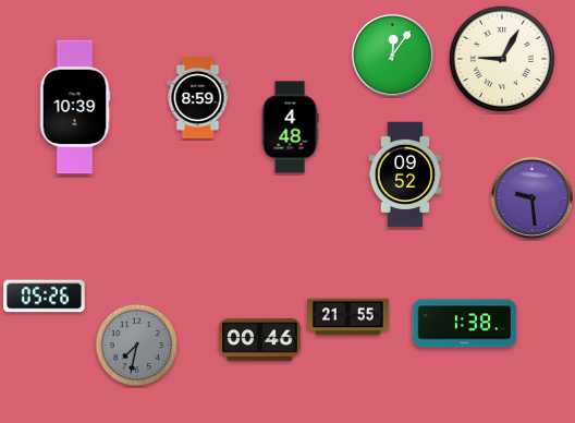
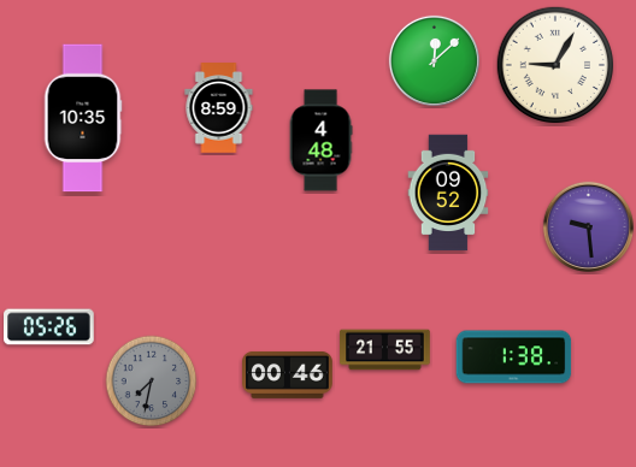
clock at (392, 55): 12:06 -> 12:08
clock at (75, 107): 10:39 -> 10:35
clock at (531, 197) position: (531, 197) -> (588, 226)
